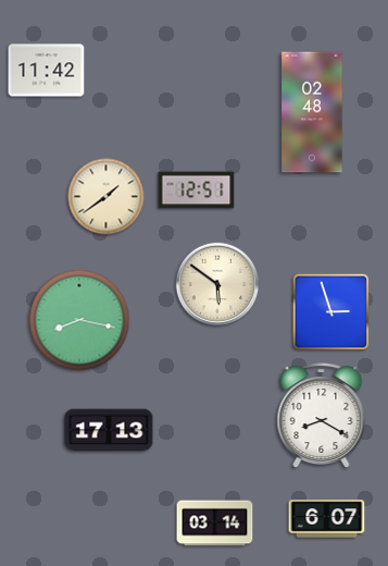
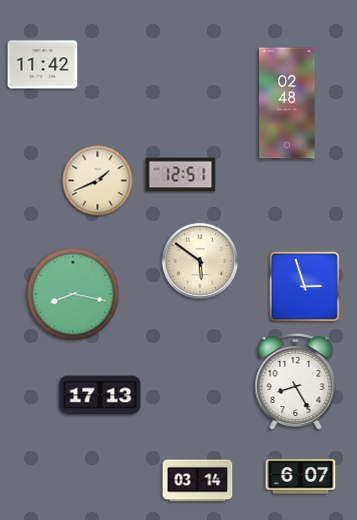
clock at (107, 197): 1:39 -> 1:41
clock at (322, 416): 8:20 -> 8:25
